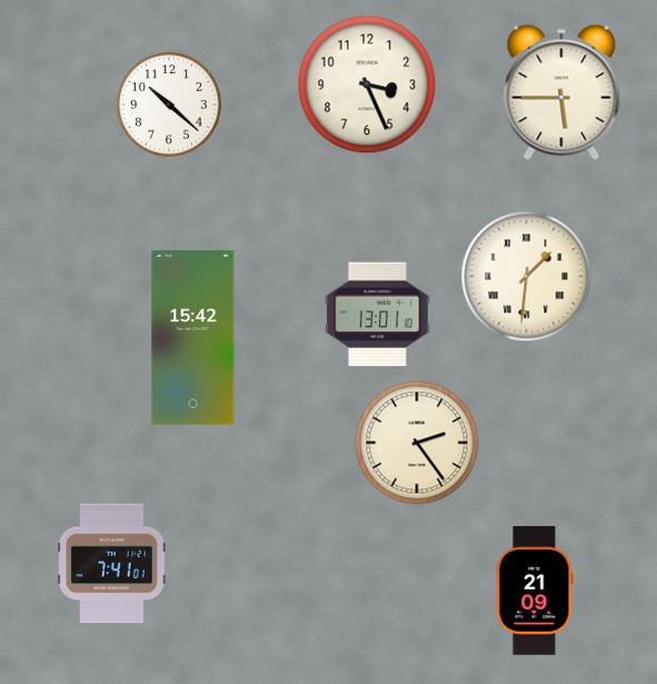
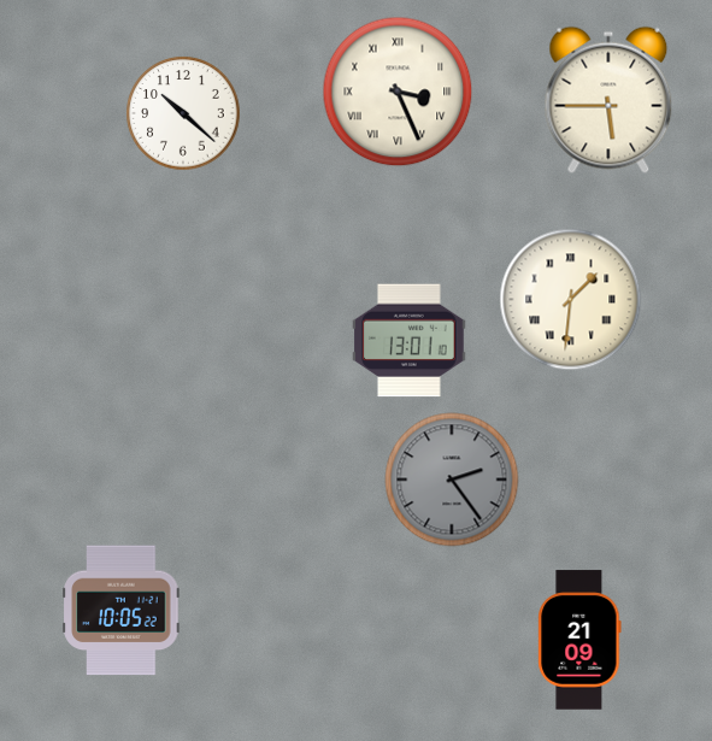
clock at (367, 85) numerals: Arabic -> Roman
clock at (193, 338): 15:42 -> none
clock at (417, 443) dial: cream -> grey
clock at (112, 564): 7:41 -> 10:05
